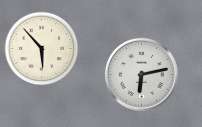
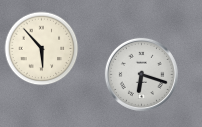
clock at (141, 74): 6:13 -> 6:18
